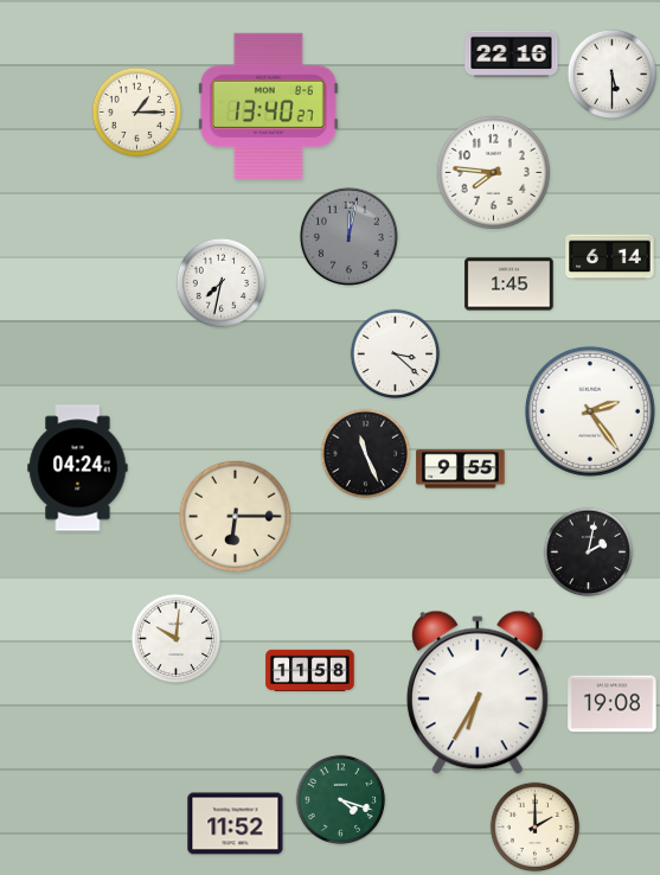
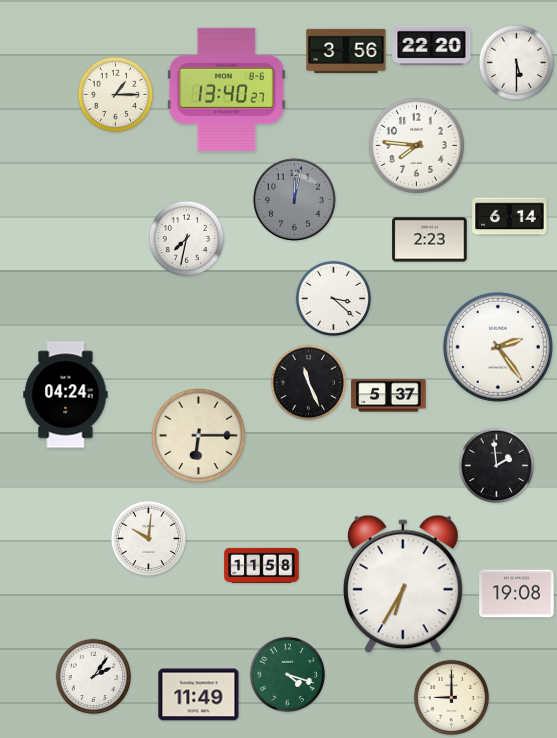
clock at (512, 55): 22:16 -> 22:20
clock at (346, 51): none -> 3:56
clock at (610, 257) position: (610, 257) -> (510, 217)
clock at (510, 285): 1:45 -> 2:23
clock at (461, 470): 9:55 -> 5:37
clock at (589, 553): 2:02 -> 1:59
clock at (94, 677): none -> 2:06
clock at (236, 824): 11:52 -> 11:49
clock at (536, 828): 2:00 -> 9:00
